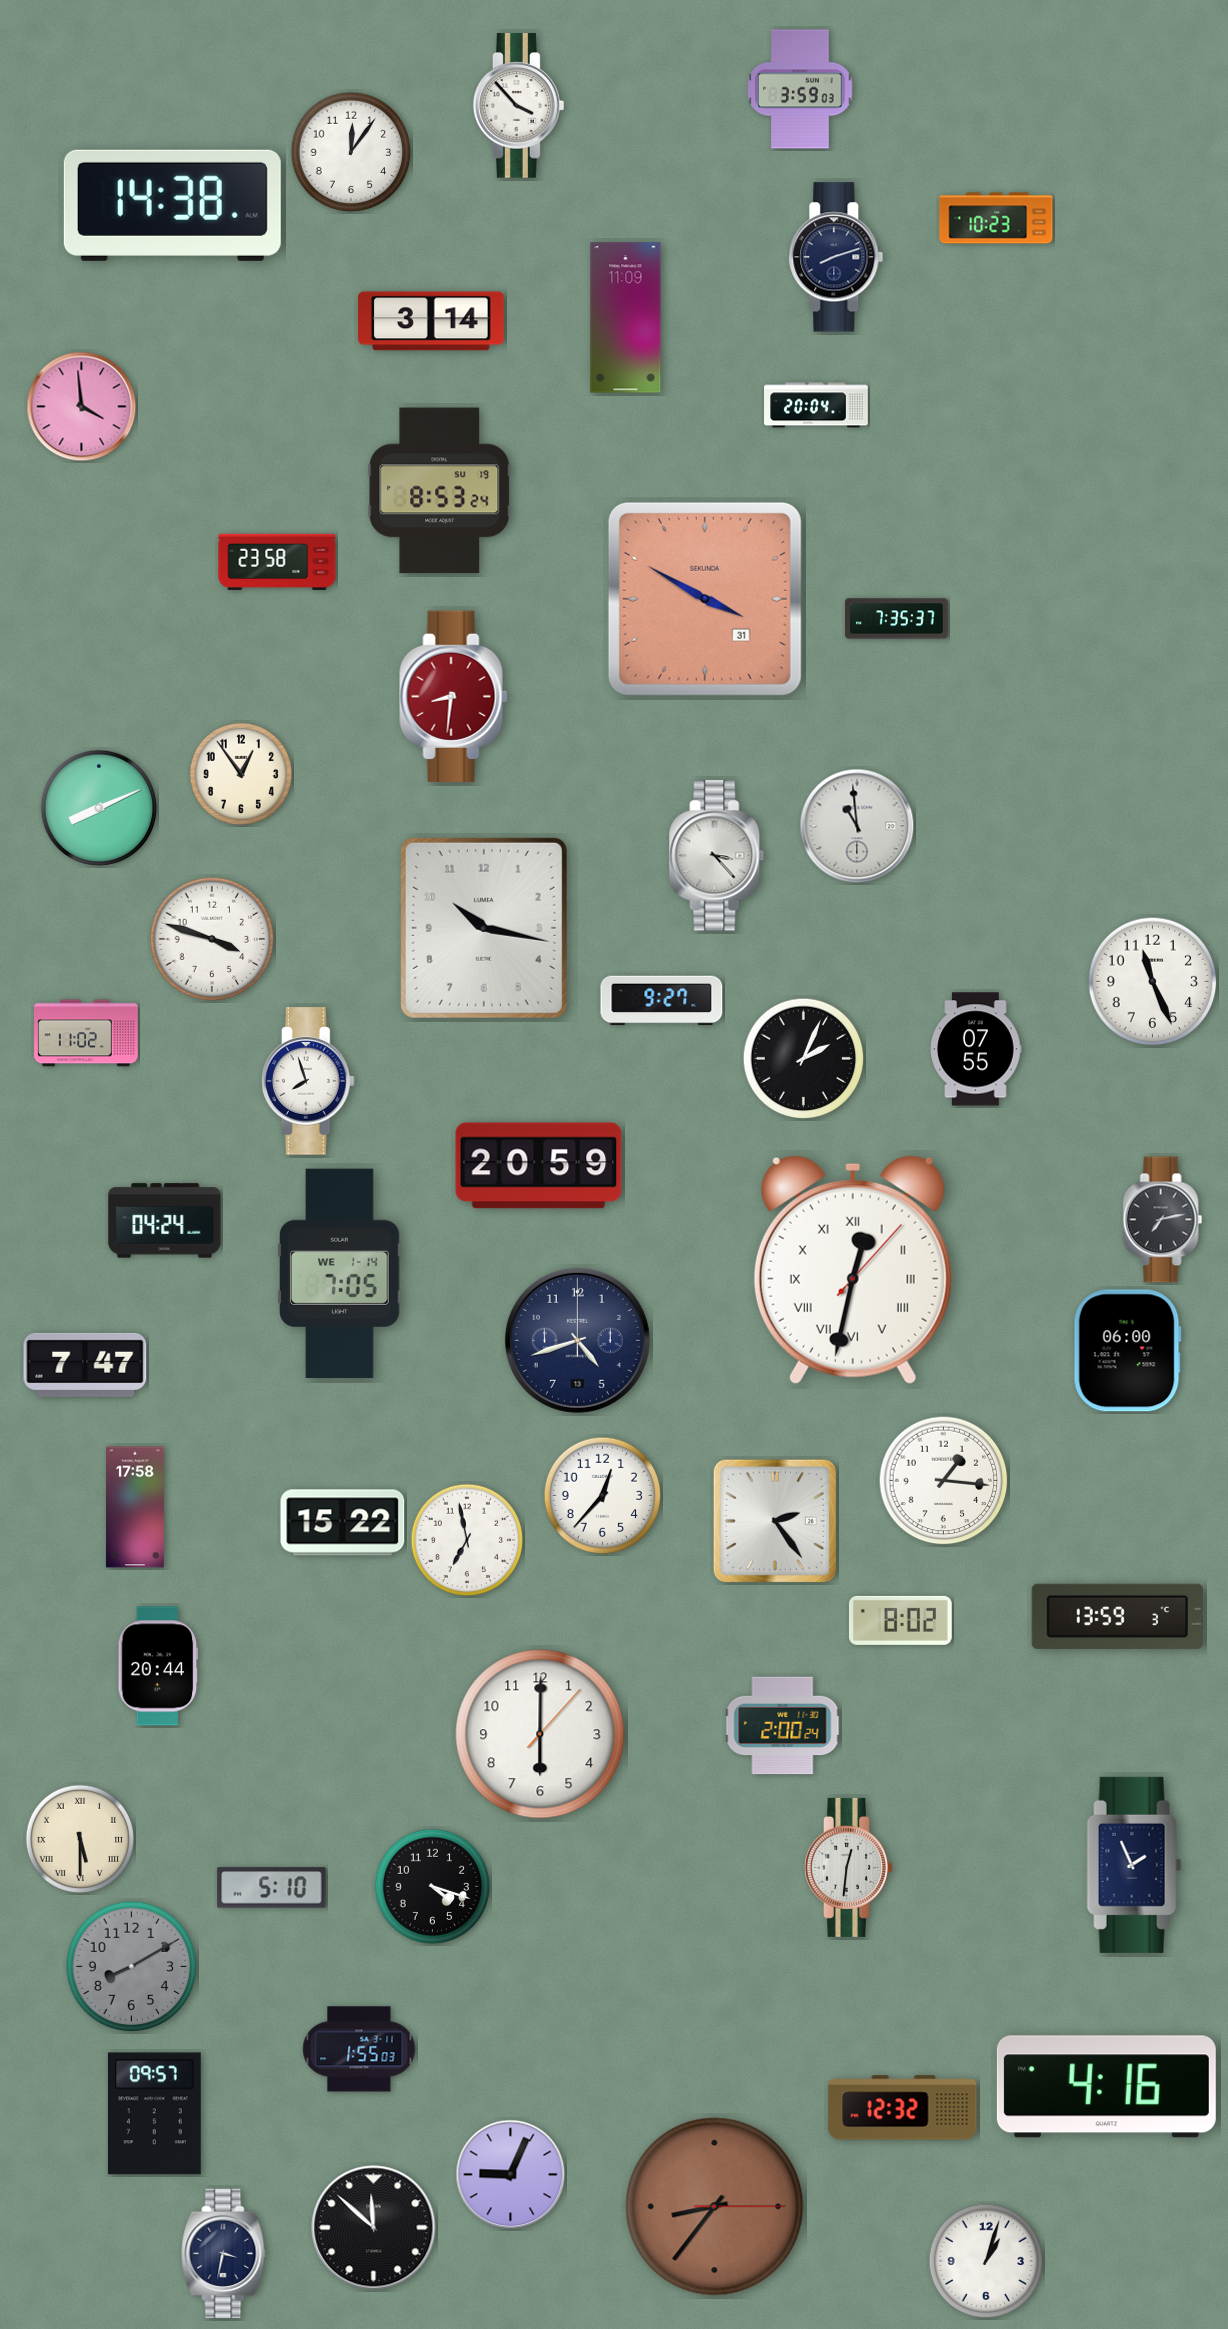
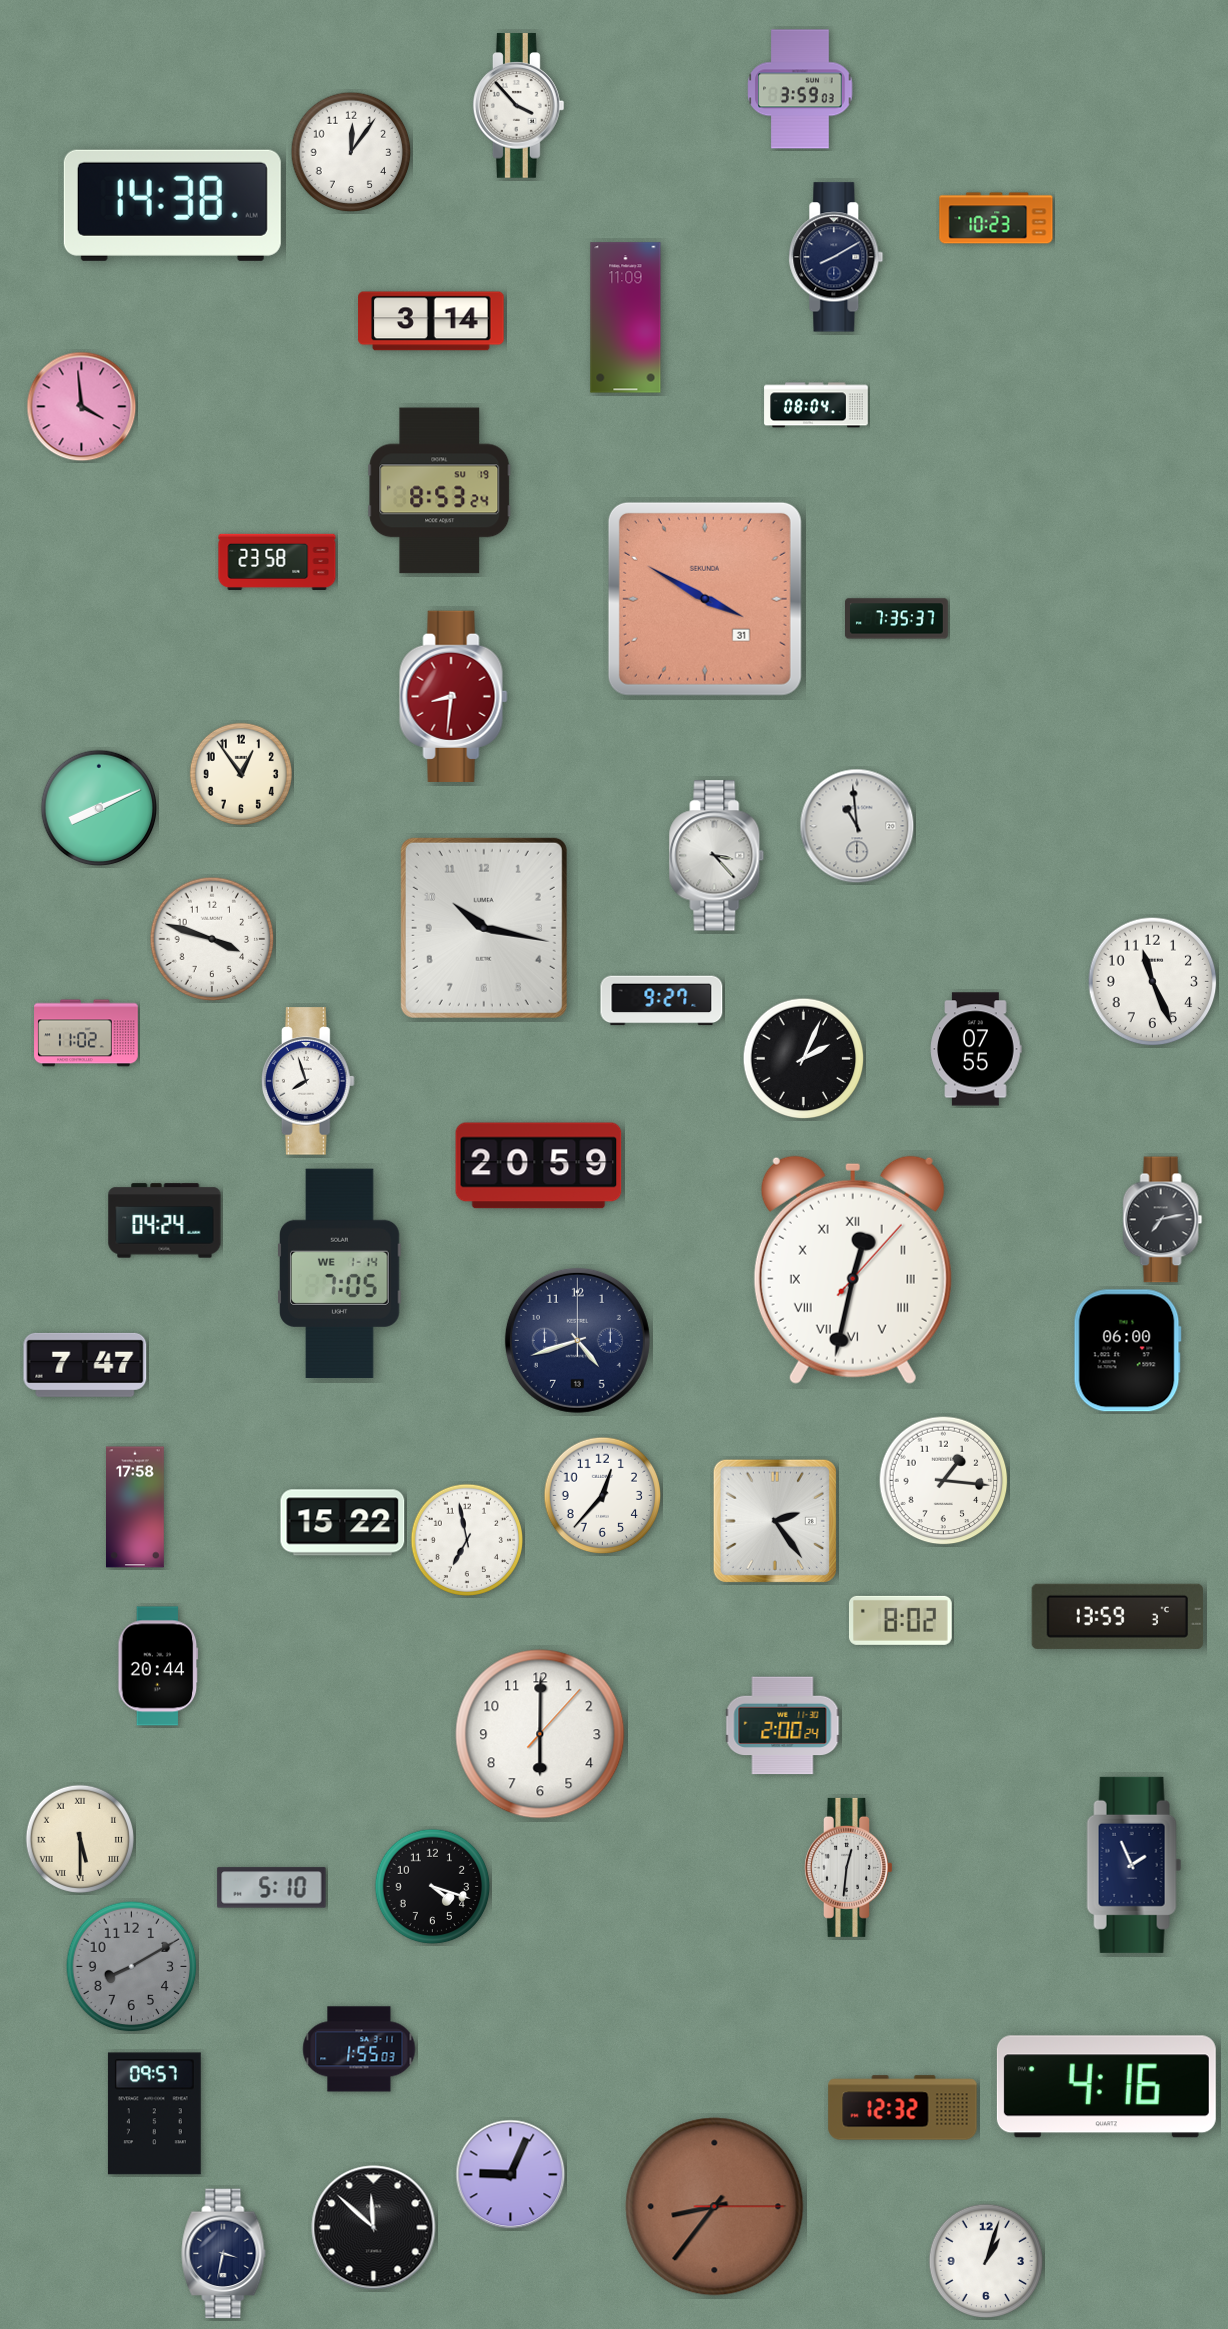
clock at (836, 257): 8:12 -> 8:10
clock at (816, 405): 20:04 -> 08:04
